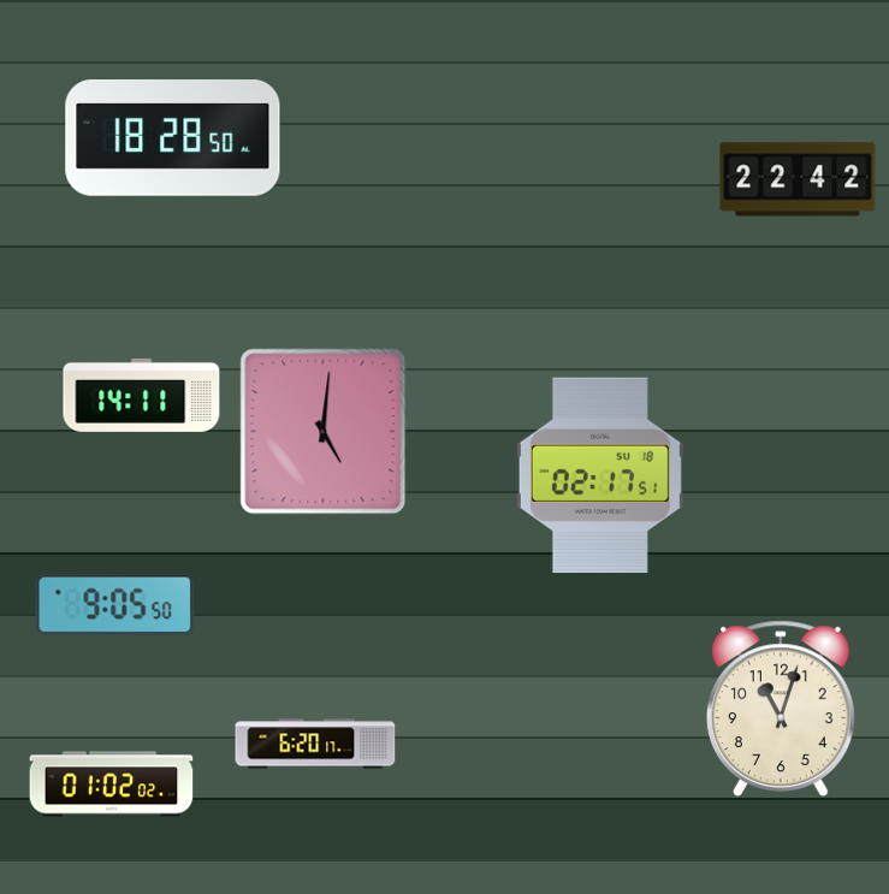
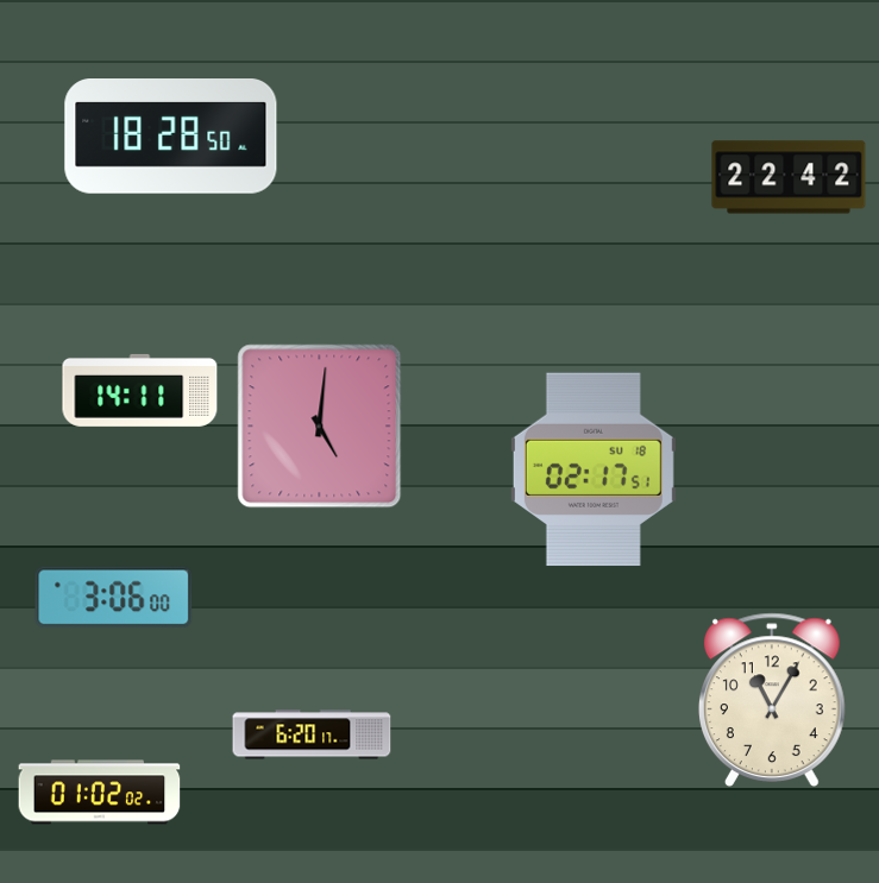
clock at (115, 605): 9:05 -> 3:06
clock at (781, 707): 11:03 -> 11:05
clock at (112, 785) position: (112, 785) -> (100, 793)
